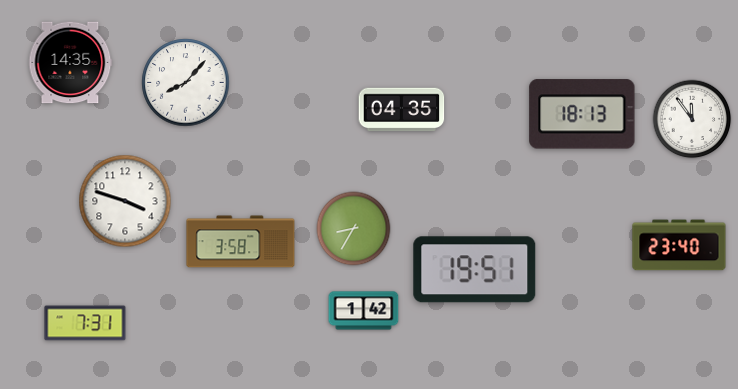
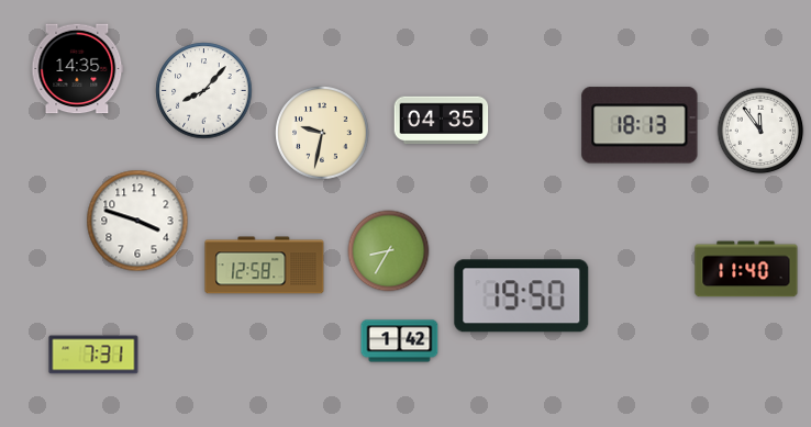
clock at (322, 133): none -> 9:32
clock at (241, 242): 3:58 -> 12:58
clock at (679, 245): 23:40 -> 11:40
clock at (475, 270): 19:51 -> 19:50
